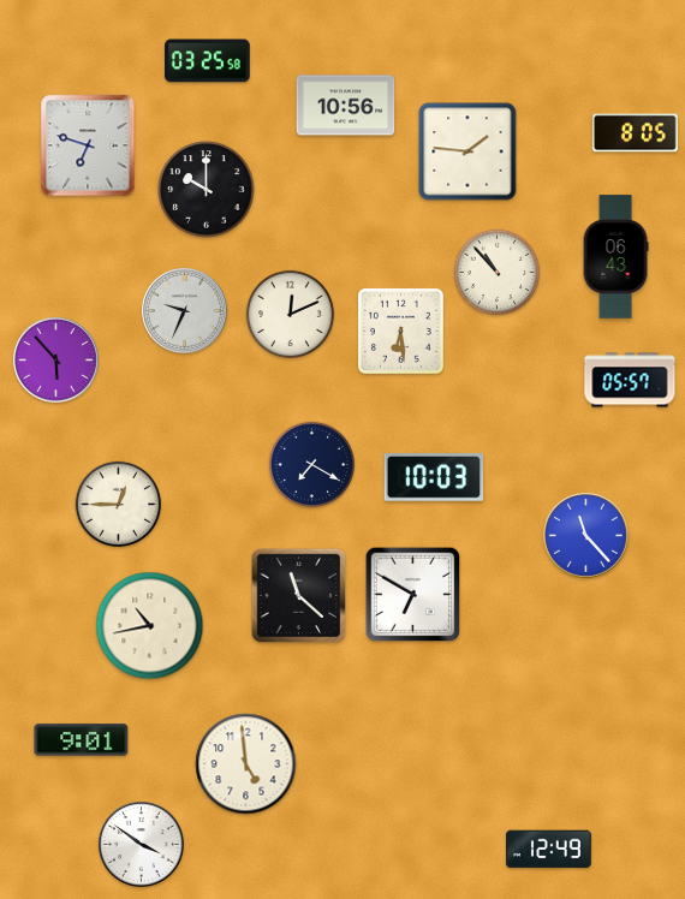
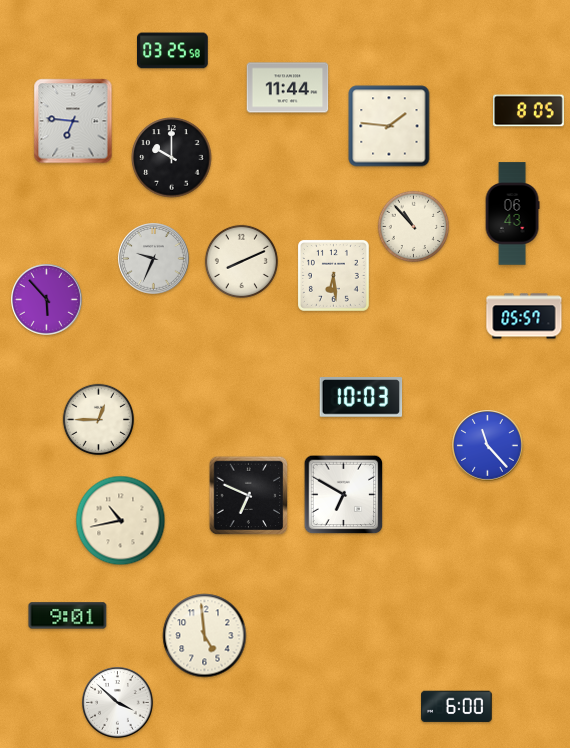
clock at (346, 106): 10:56 -> 11:44
clock at (88, 145): 6:48 -> 6:46
clock at (290, 314): 12:11 -> 8:11
clock at (312, 465): 7:20 -> none
clock at (299, 596): 11:22 -> 6:49
clock at (150, 626) position: (150, 626) -> (121, 521)
clock at (142, 845): 3:51 -> 3:52
clock at (549, 850): 12:49 -> 6:00
